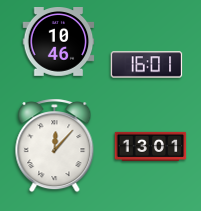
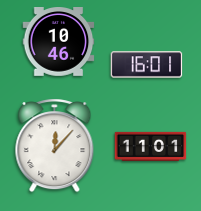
clock at (151, 146): 13:01 -> 11:01
